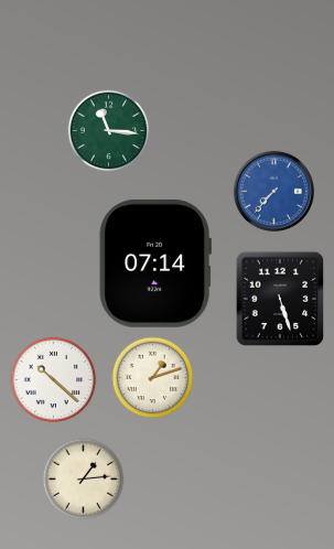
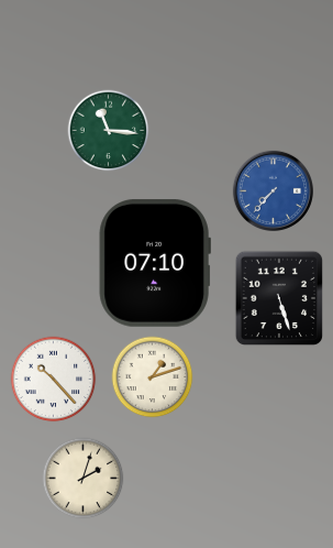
clock at (155, 263): 07:14 -> 07:10
clock at (54, 380): 10:22 -> 10:23
clock at (84, 480): 1:14 -> 2:03
